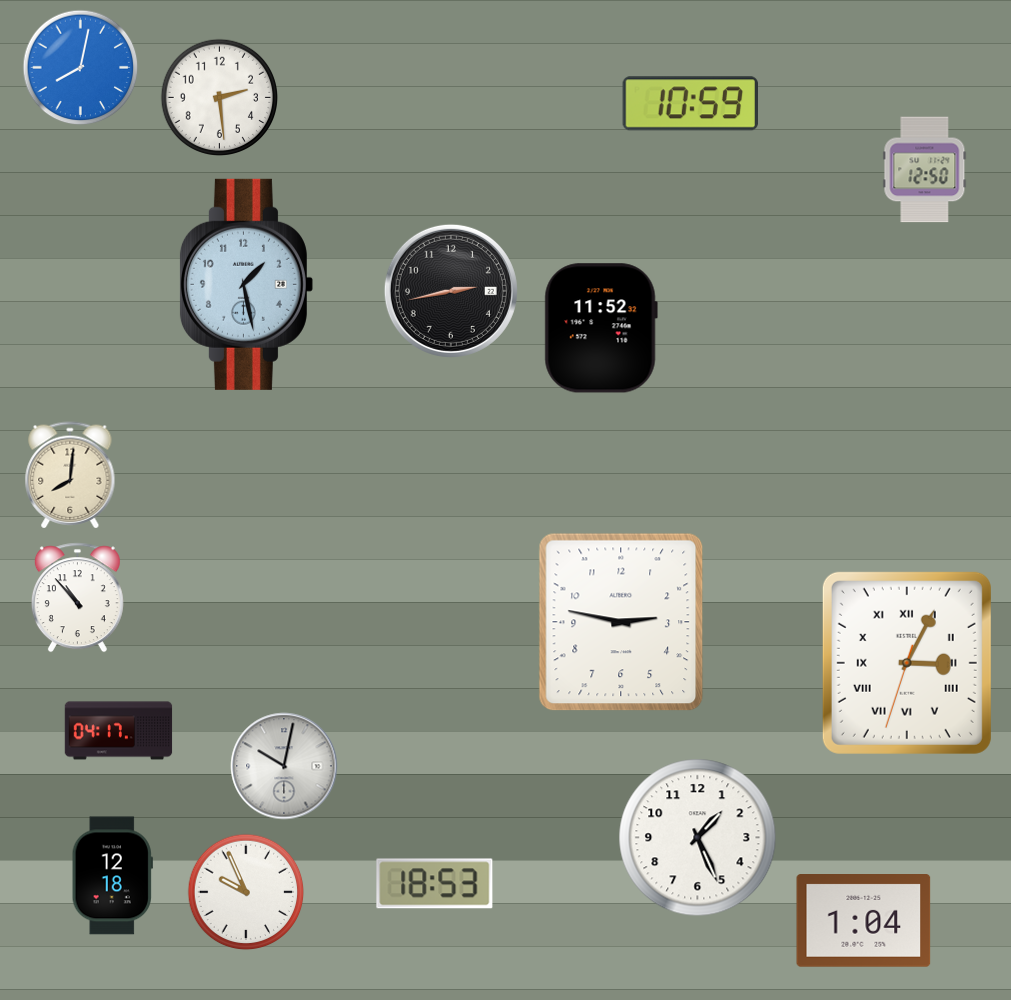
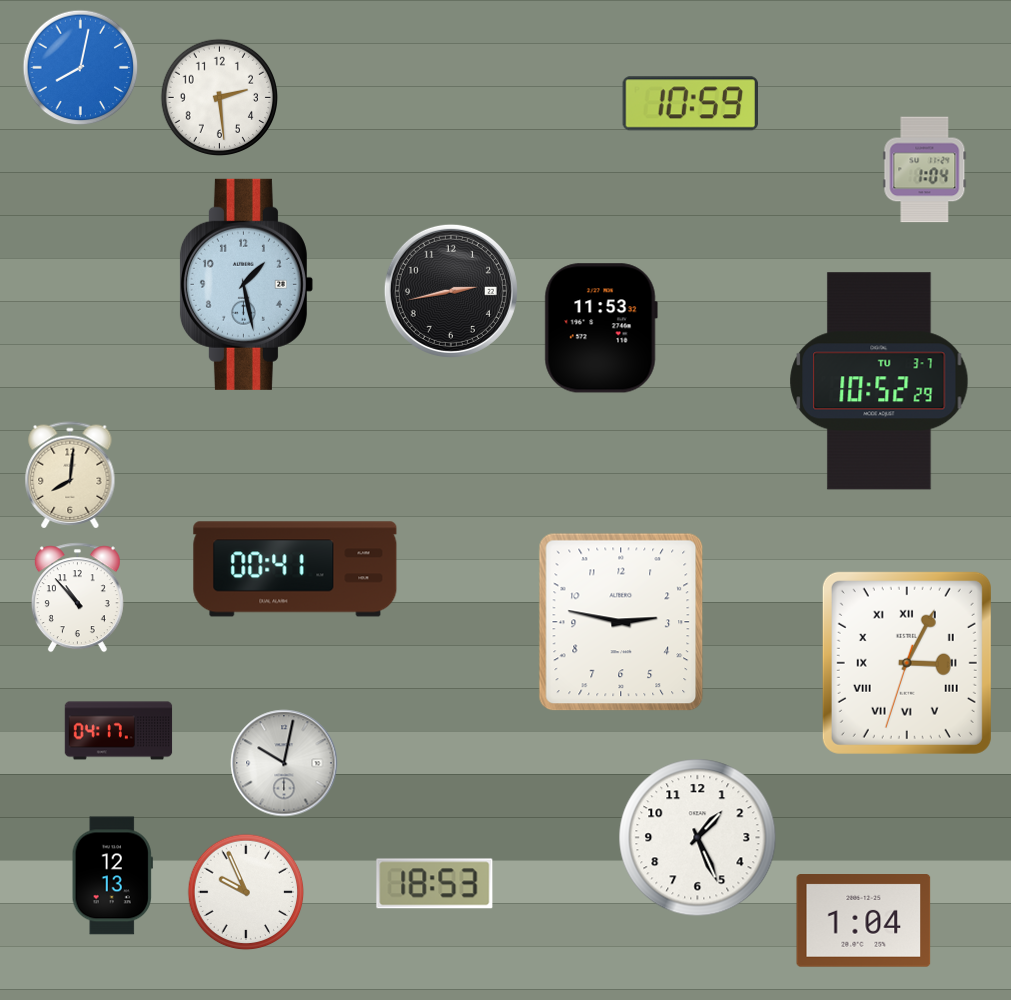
clock at (925, 170): 12:50 -> 1:04
clock at (601, 328): 11:52 -> 11:53
clock at (879, 381): none -> 10:52
clock at (295, 569): none -> 00:41
clock at (284, 766) position: (284, 766) -> (284, 763)
clock at (112, 876): 12:18 -> 12:13
